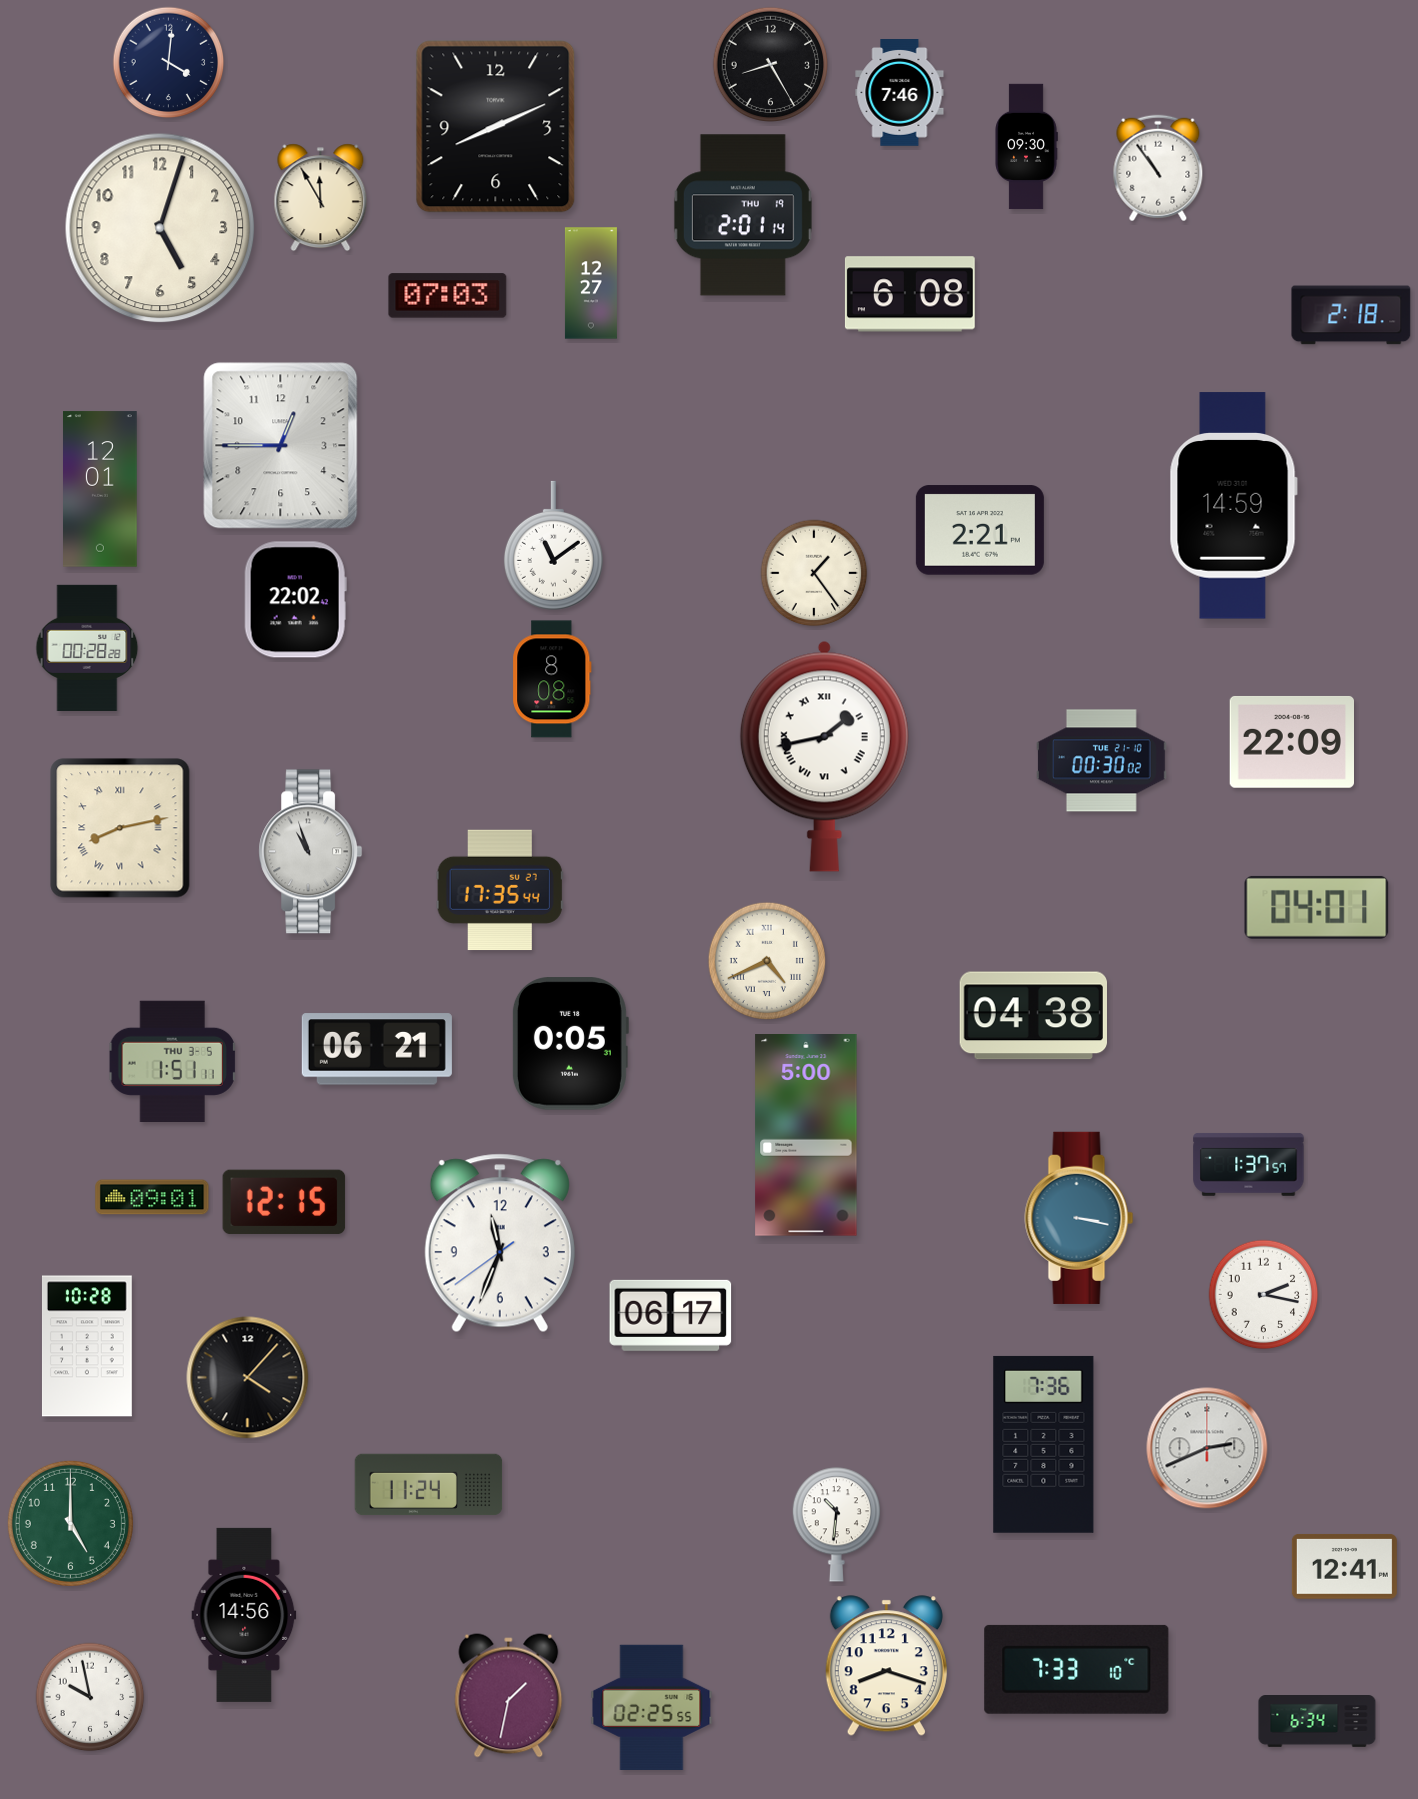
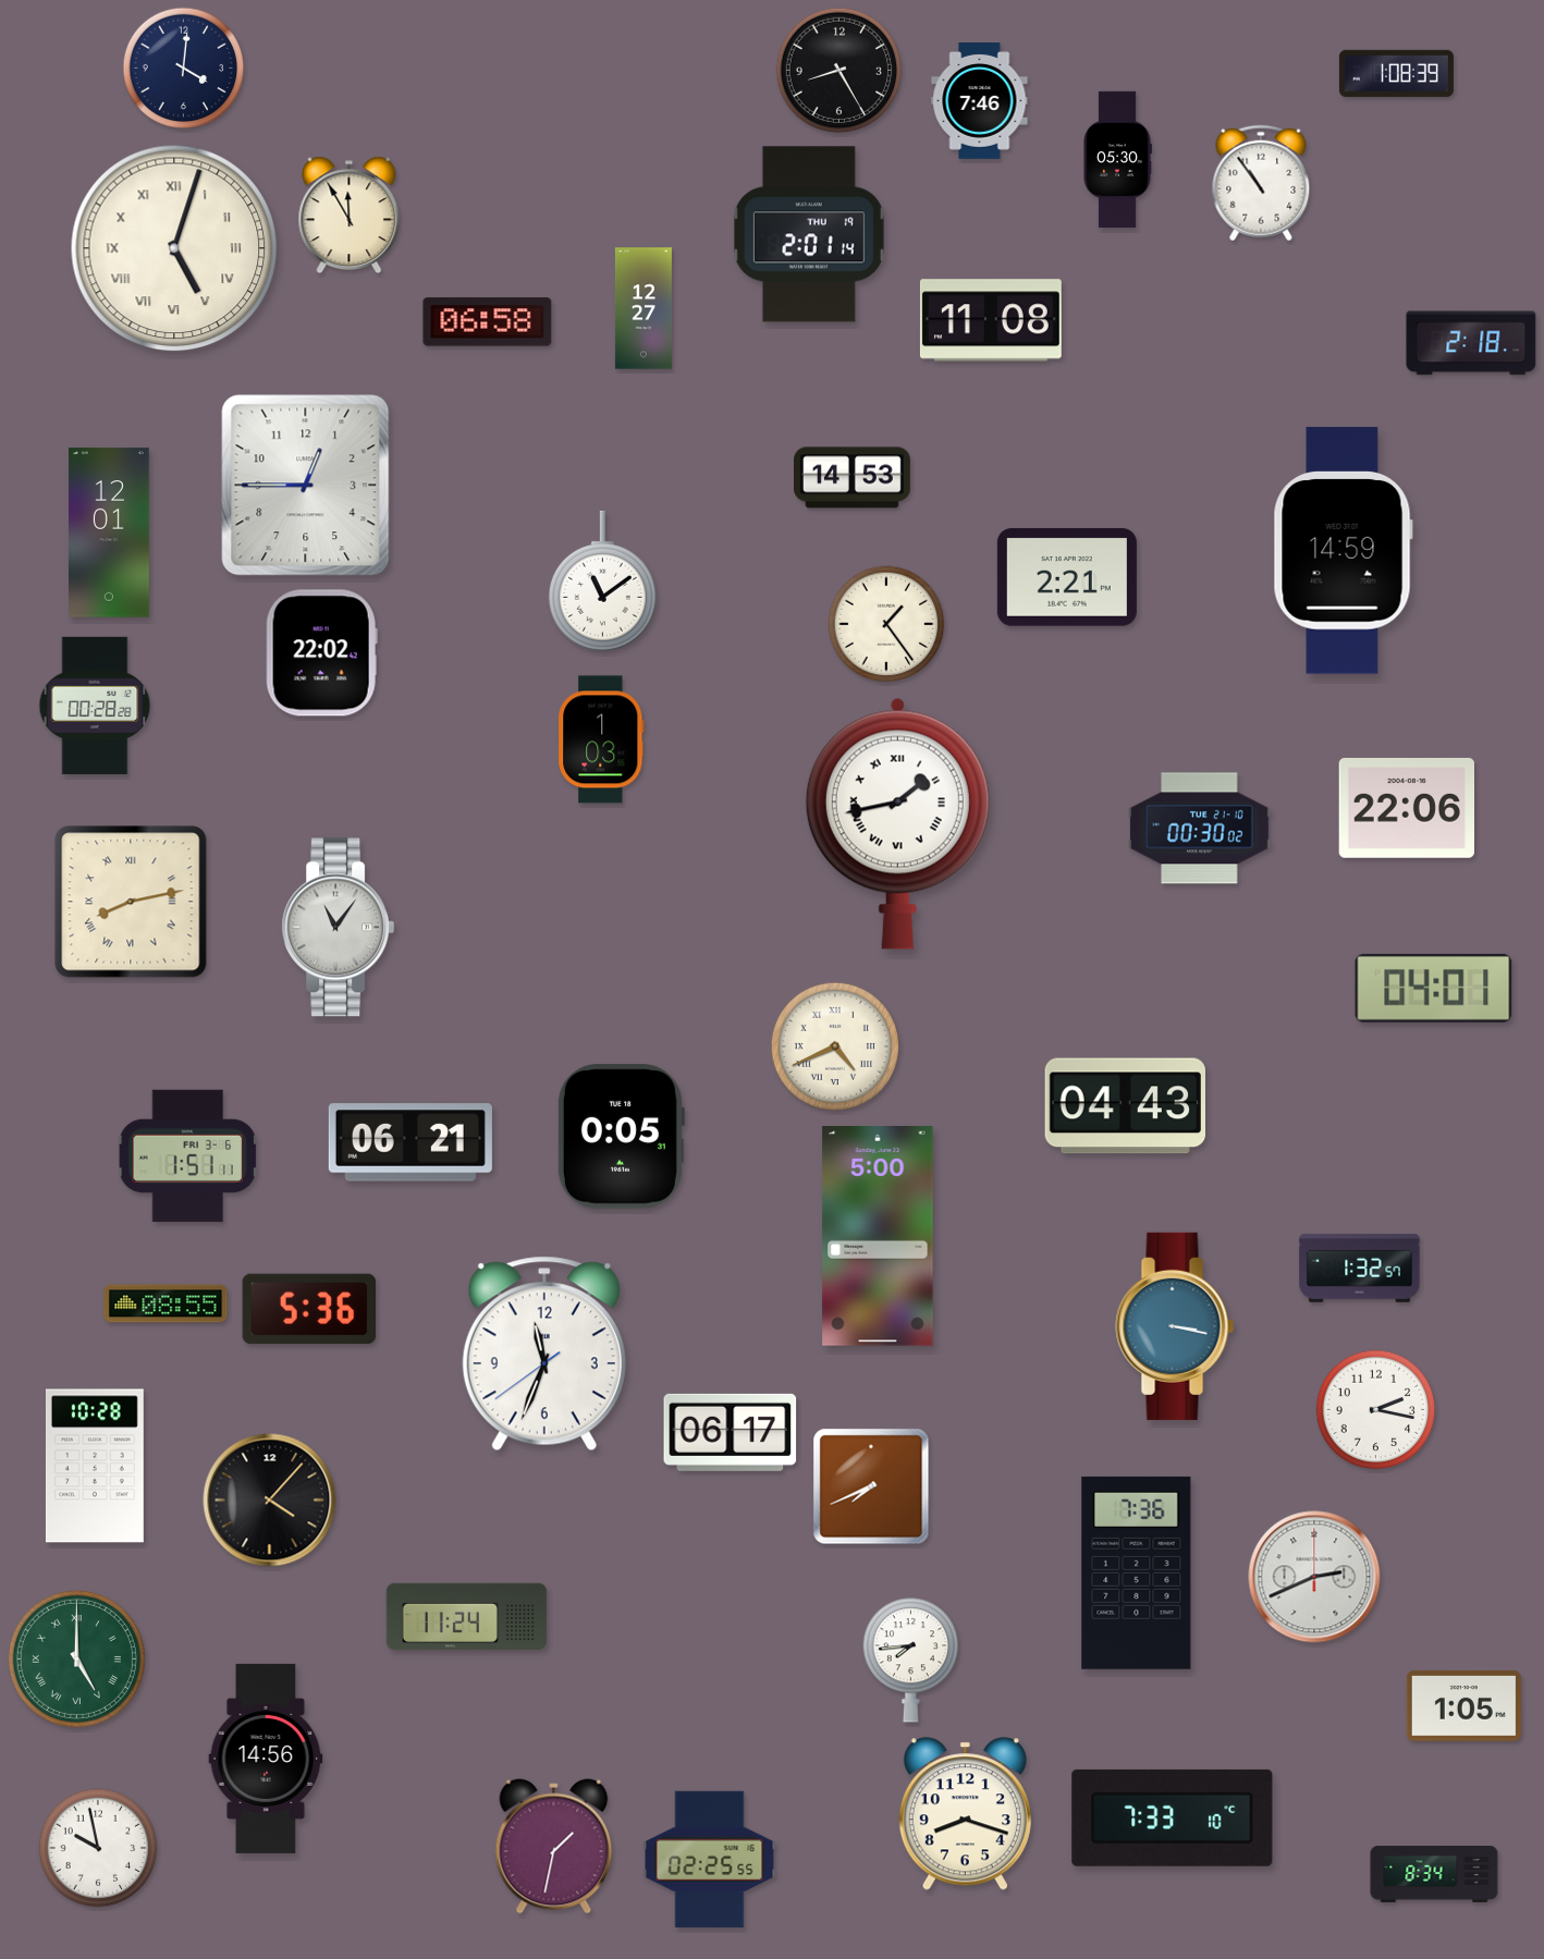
clock at (1396, 73): none -> 1:08
clock at (496, 127): 8:11 -> none
clock at (1026, 147): 09:30 -> 05:30
clock at (160, 228) numerals: Arabic -> Roman
clock at (910, 294): 6:08 -> 11:08
clock at (448, 296): 07:03 -> 06:58
clock at (853, 478): none -> 14:53
clock at (553, 545) position: (553, 545) -> (602, 580)
clock at (552, 679): 8:08 -> 1:03
clock at (1291, 742): 22:09 -> 22:06
clock at (311, 852): 10:57 -> 11:06
clock at (500, 890): 17:35 -> none
clock at (1033, 1016): 04:38 -> 04:43
clock at (172, 1061) date: THU 3-5 -> FRI 3-6
clock at (1249, 1164): 1:37 -> 1:32
clock at (152, 1197): 09:01 -> 08:55
clock at (284, 1202): 12:15 -> 5:36
clock at (871, 1486): none -> 7:41
clock at (70, 1523) numerals: Arabic -> Roman
clock at (836, 1525): 10:31 -> 7:44
clock at (1344, 1566): 12:41 -> 1:05
clock at (1317, 1722): 6:34 -> 8:34
